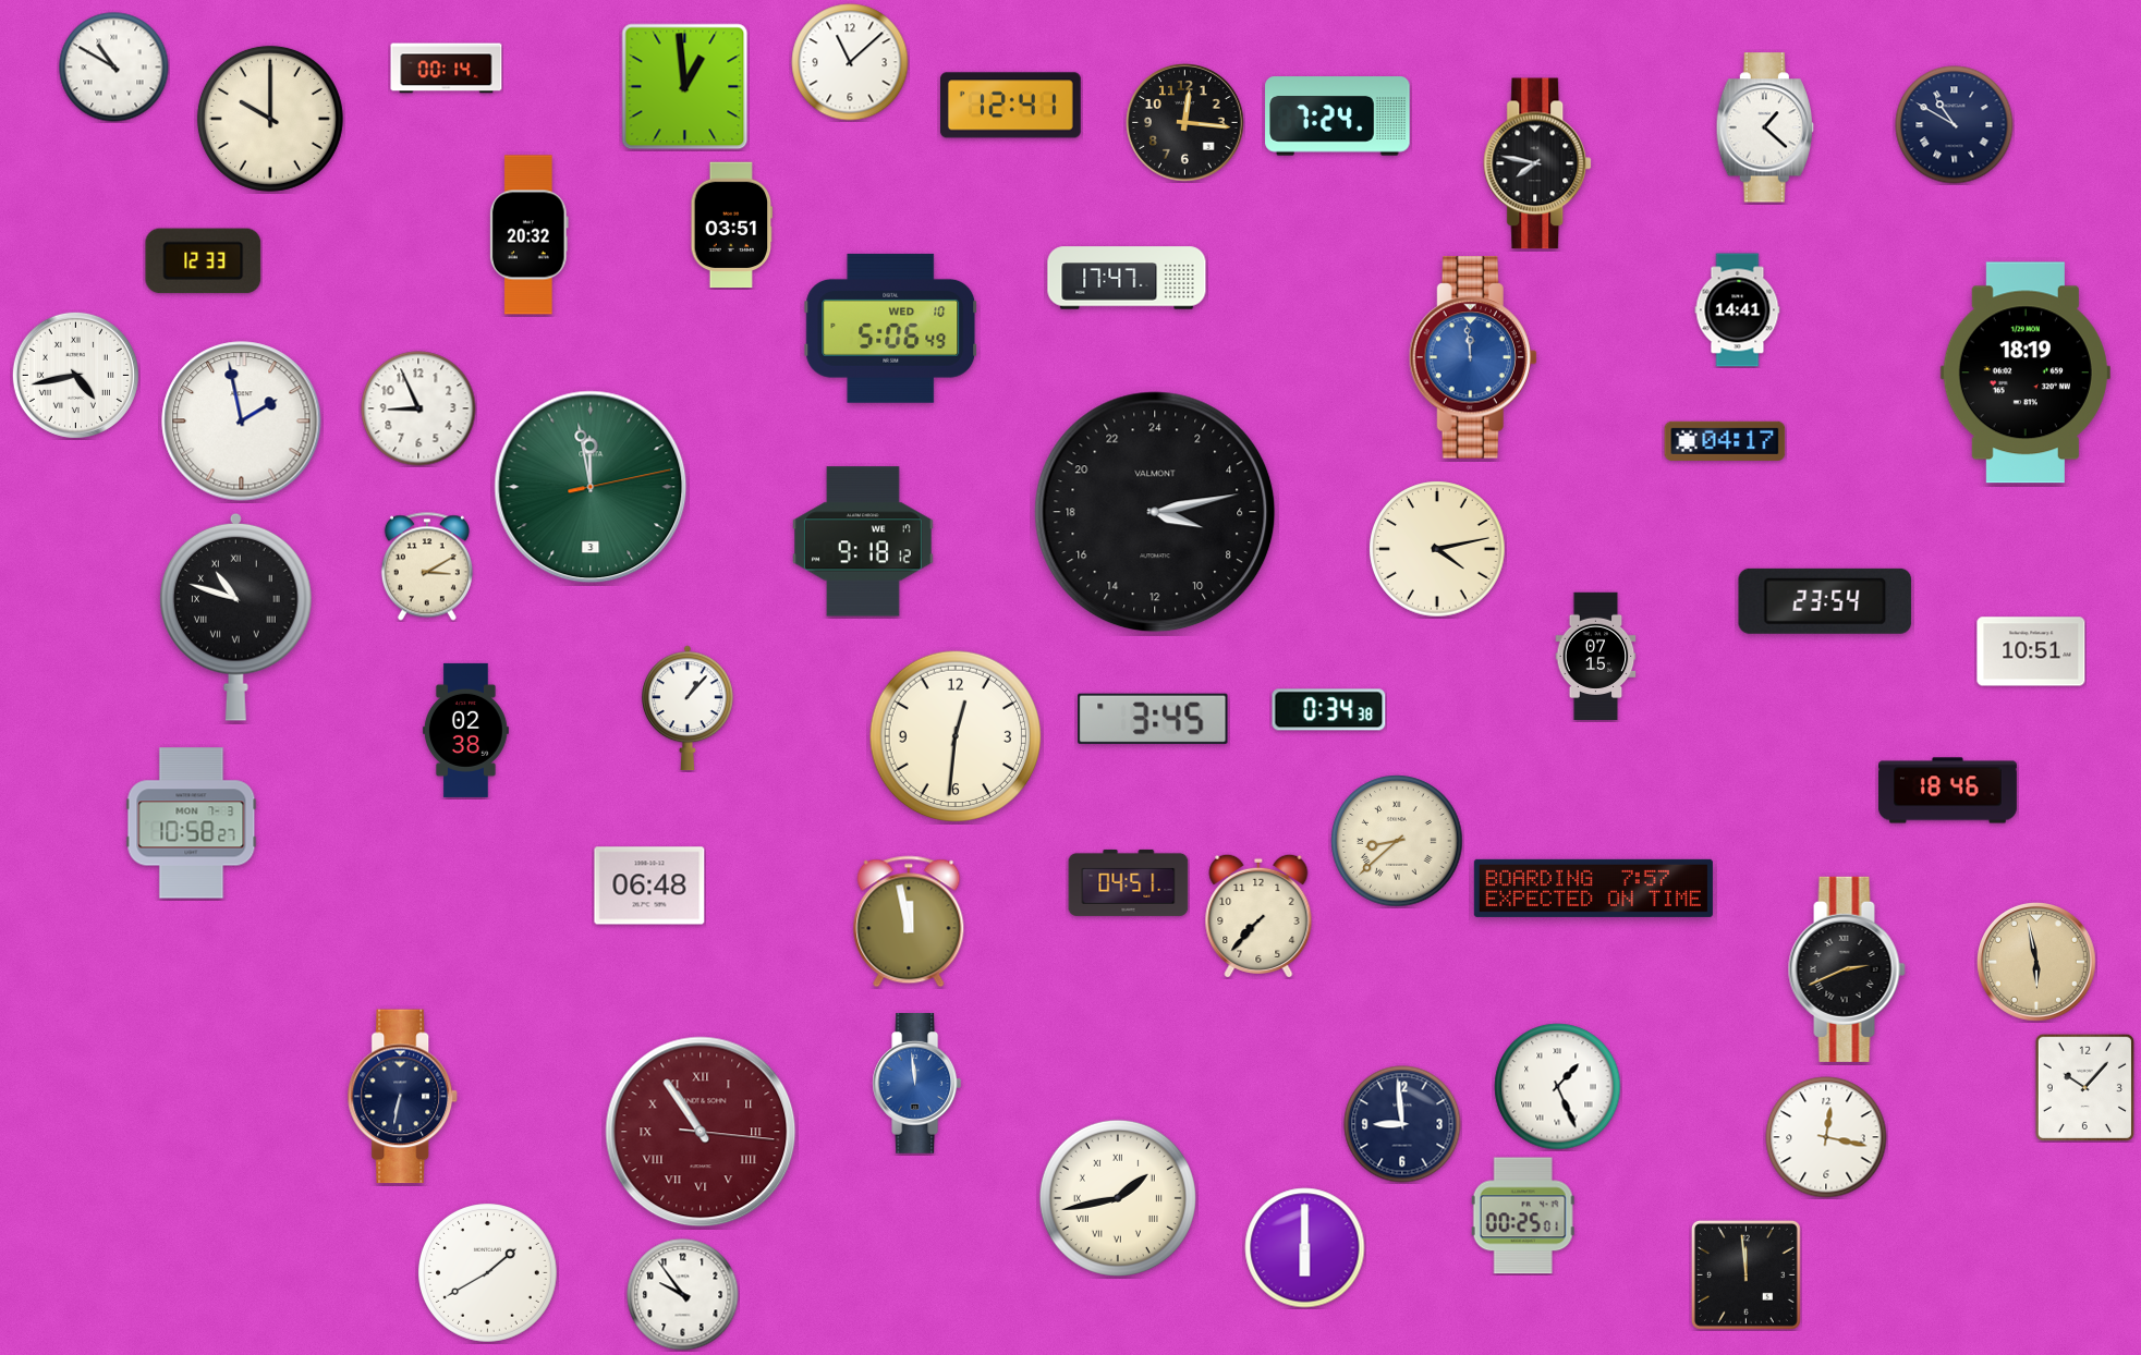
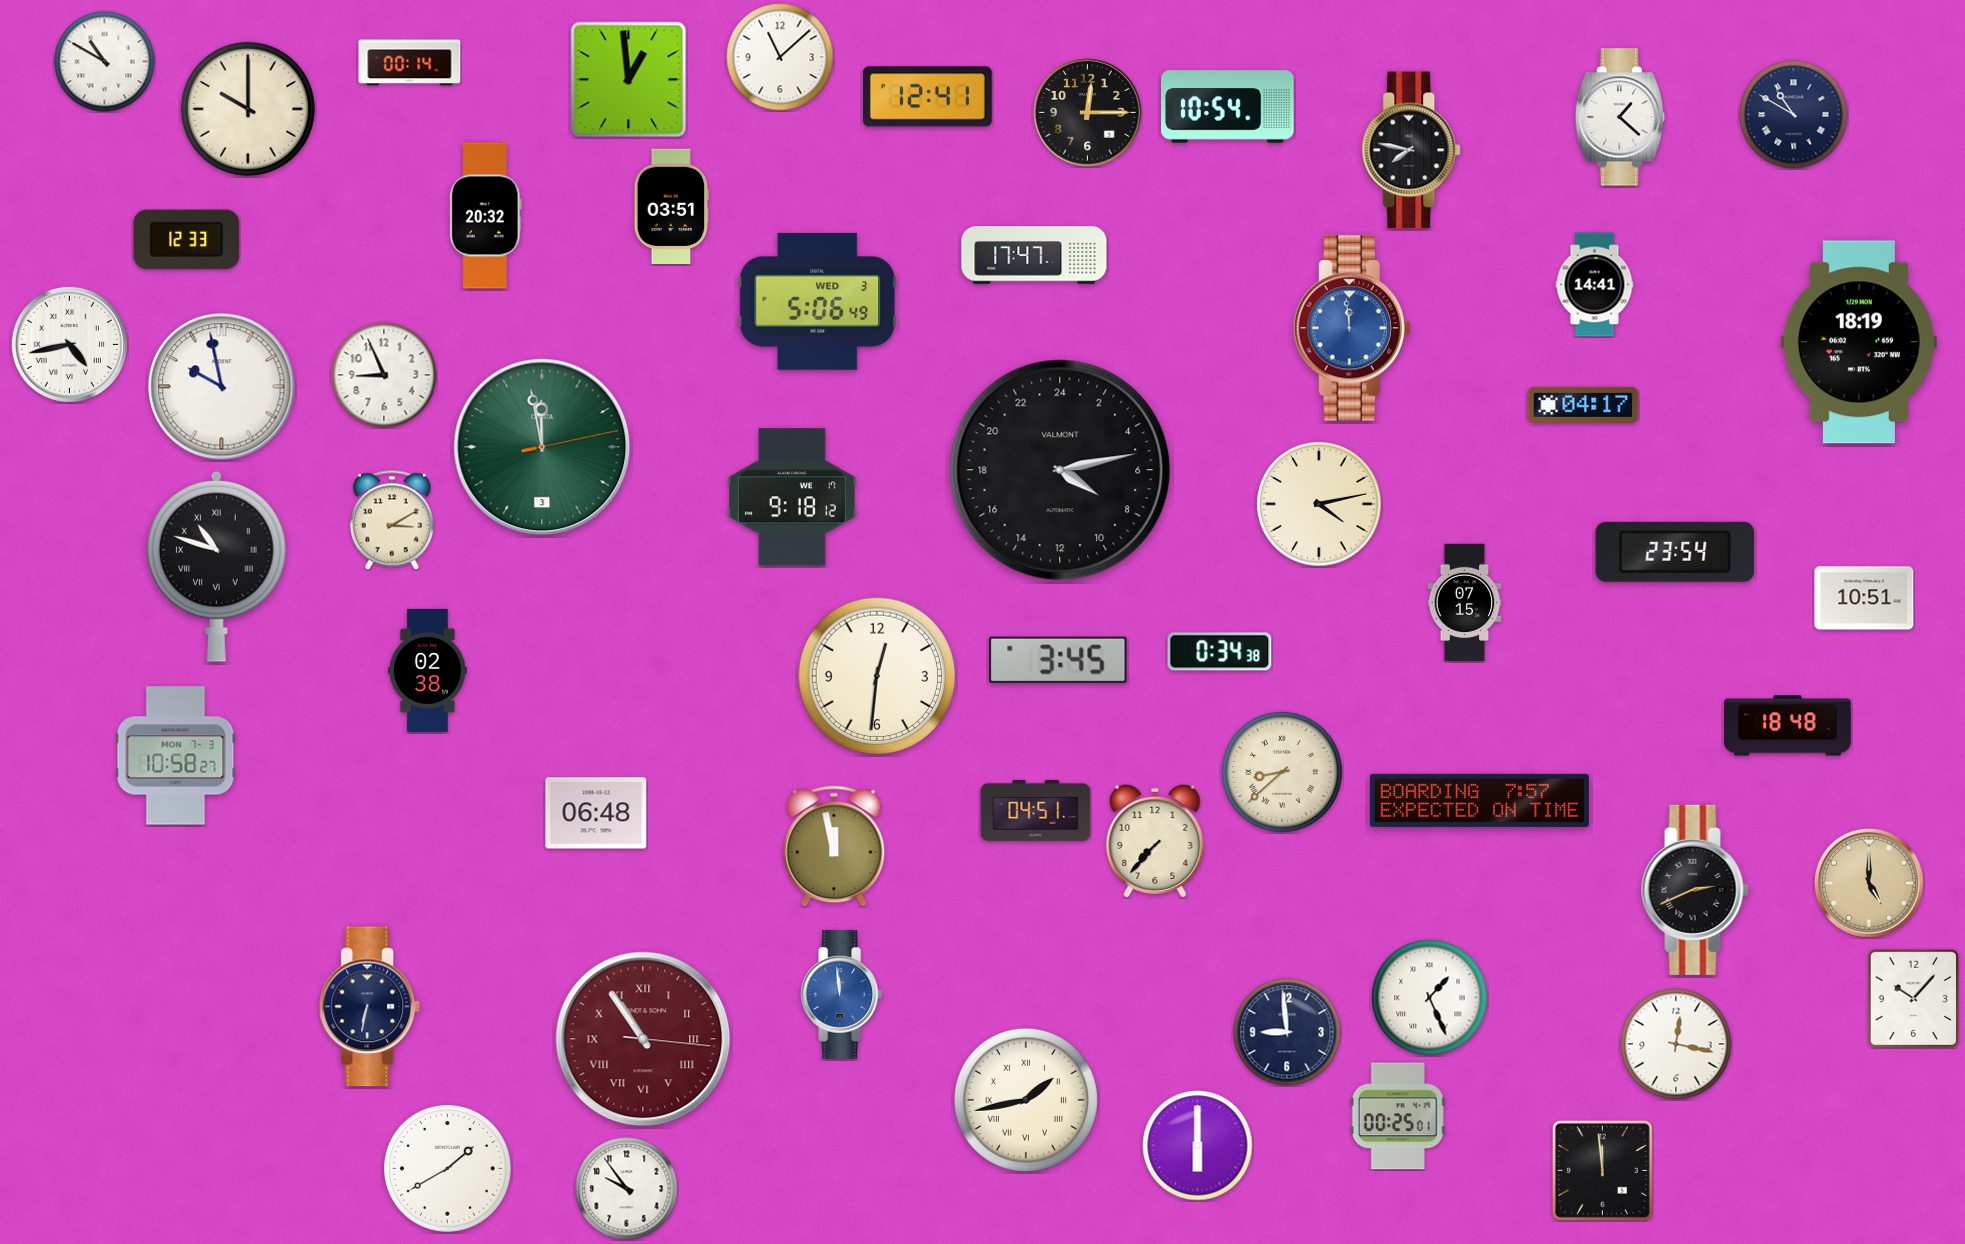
clock at (1338, 117): 7:24 -> 10:54
clock at (1185, 123): 12:16 -> 12:15
clock at (891, 328) date: WED 10 -> WED 3
clock at (242, 422): 1:58 -> 9:58
clock at (1155, 512): 7:13 -> 8:13
clock at (689, 708): 1:07 -> none
clock at (1948, 791): 18:46 -> 18:48
clock at (1593, 888) position: (1593, 888) -> (1479, 800)
clock at (2036, 962): 5:58 -> 5:00
